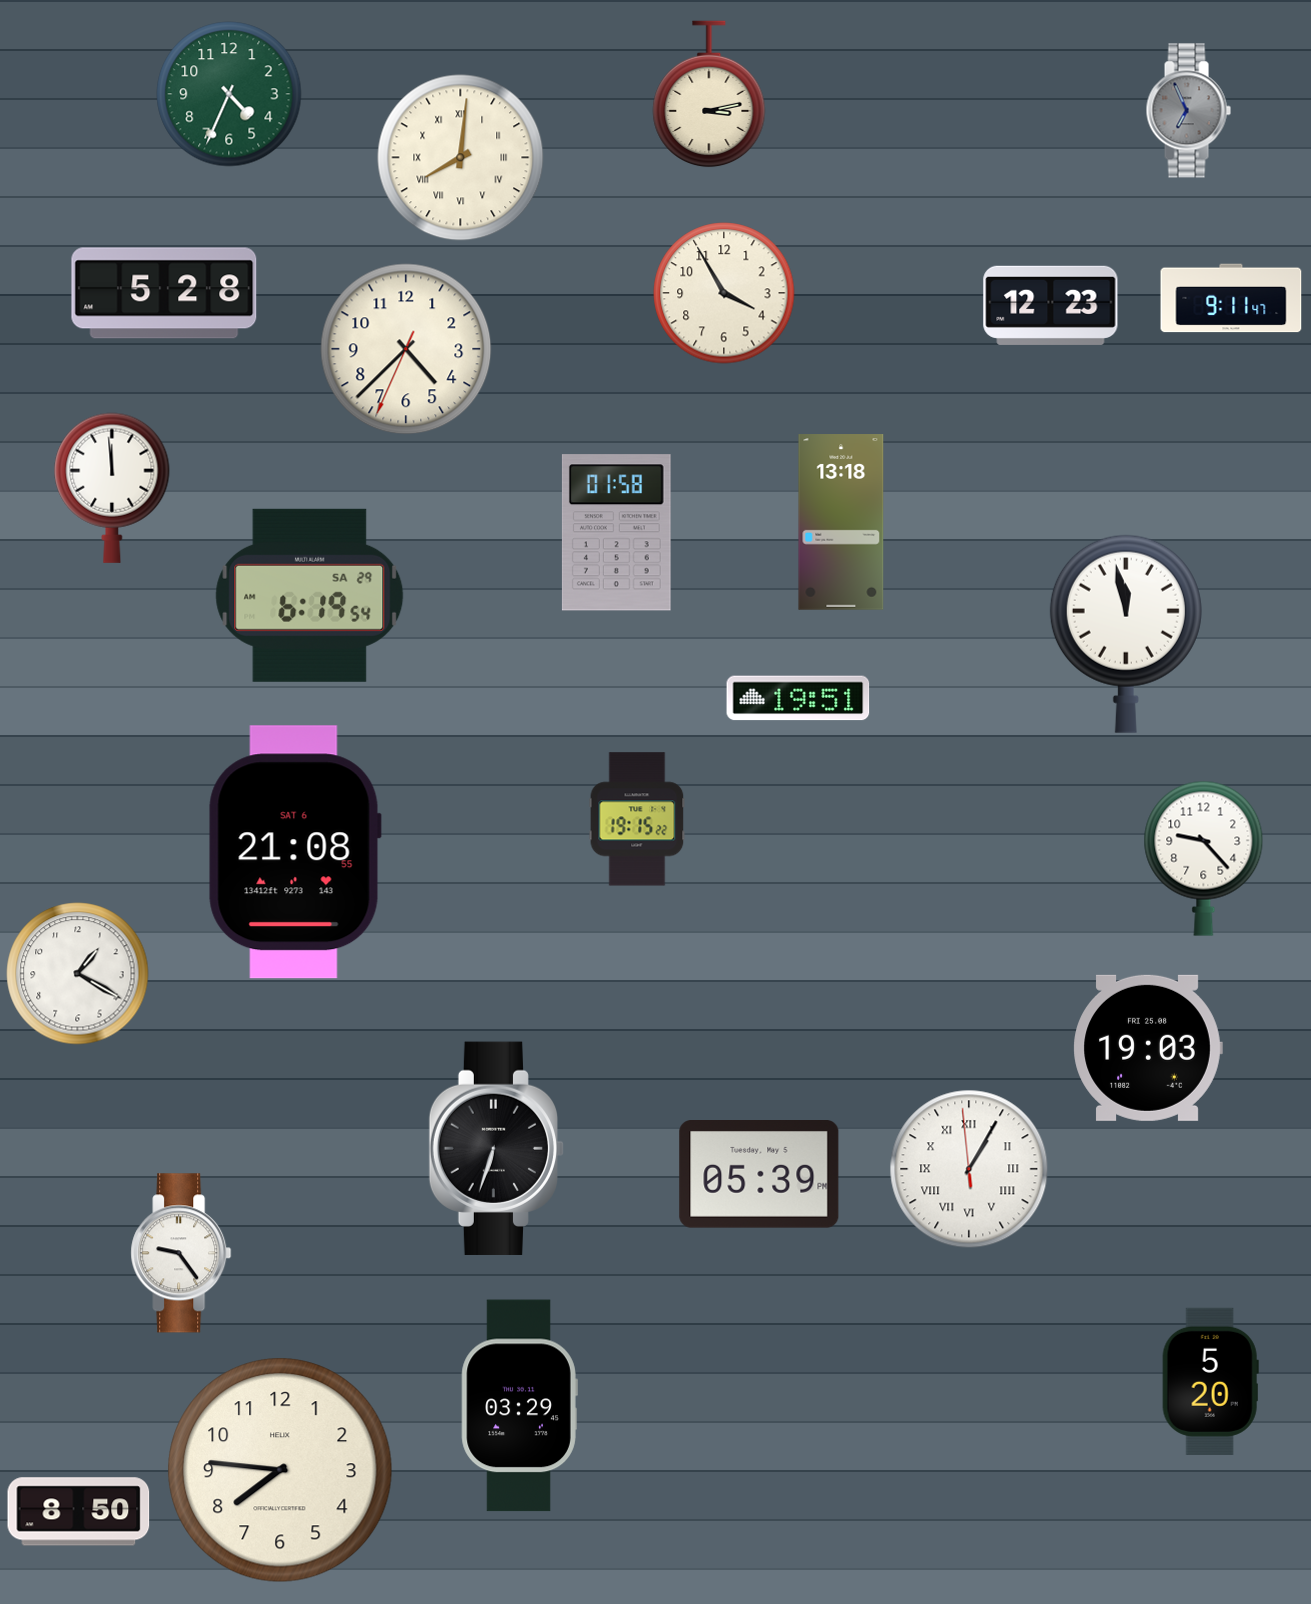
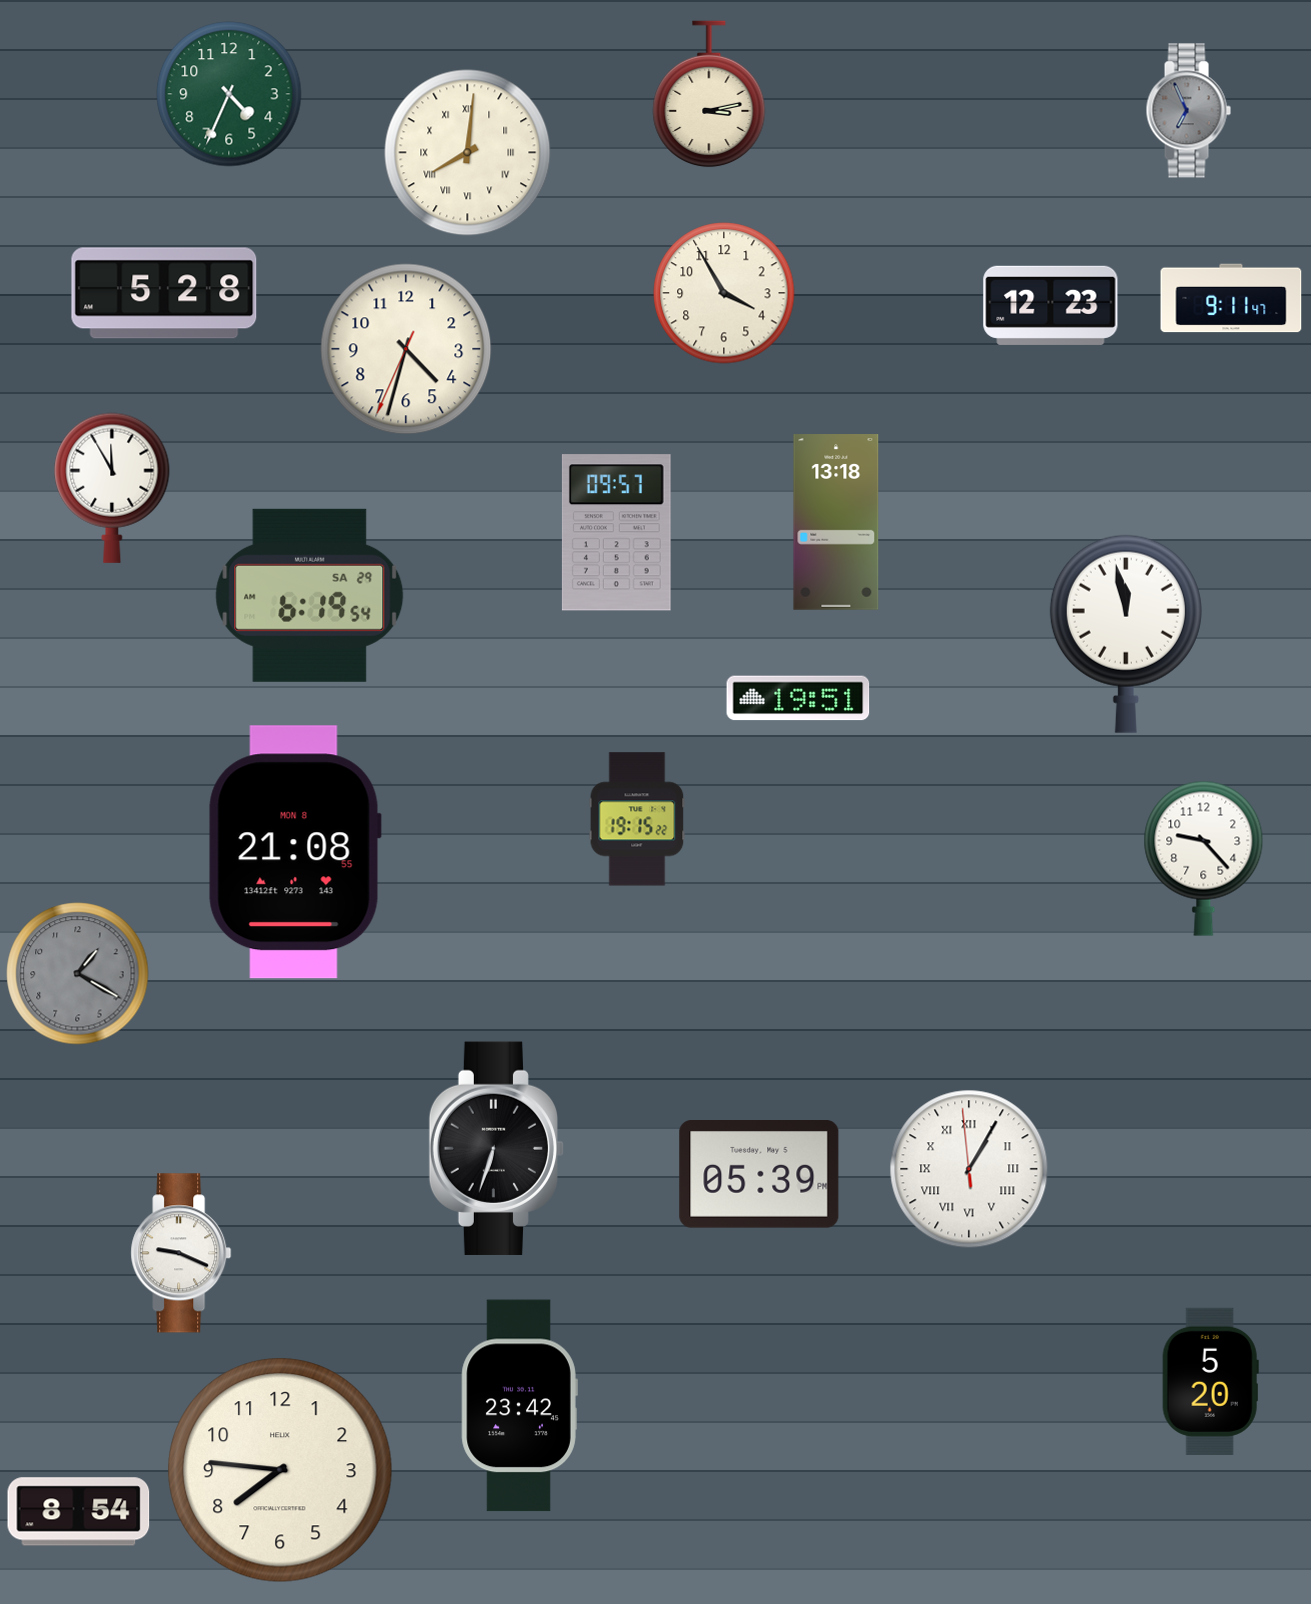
clock at (461, 158) position: (461, 158) -> (468, 153)
clock at (406, 349): 4:37 -> 4:32
clock at (112, 488): 11:59 -> 11:55
clock at (841, 522) position: (841, 522) -> (836, 522)
clock at (616, 533): 01:58 -> 09:57
clock at (295, 852) date: SAT 6 -> MON 8
clock at (78, 974) dial: white -> grey
clock at (1148, 1048): 19:03 -> none
clock at (181, 1253): 9:24 -> 9:19
clock at (519, 1406): 03:29 -> 23:42
clock at (79, 1512): 8:50 -> 8:54
